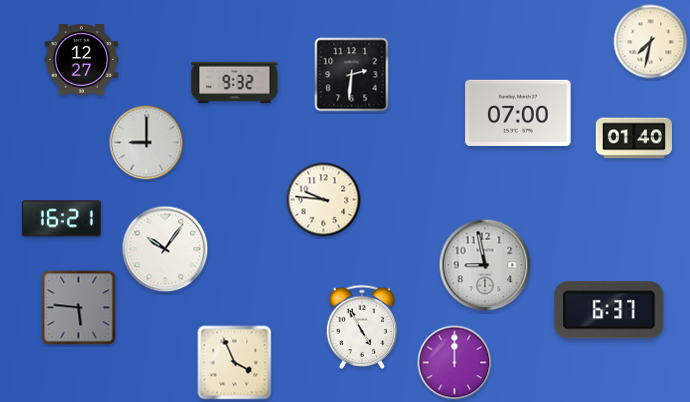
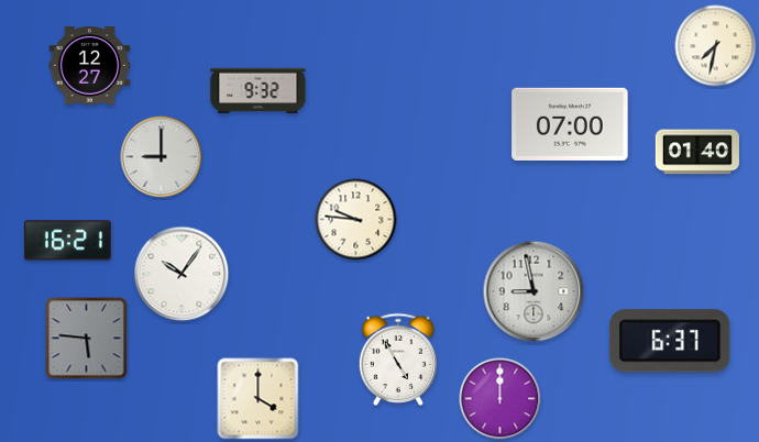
clock at (352, 75): 2:31 -> none
clock at (235, 363): 3:56 -> 4:00
